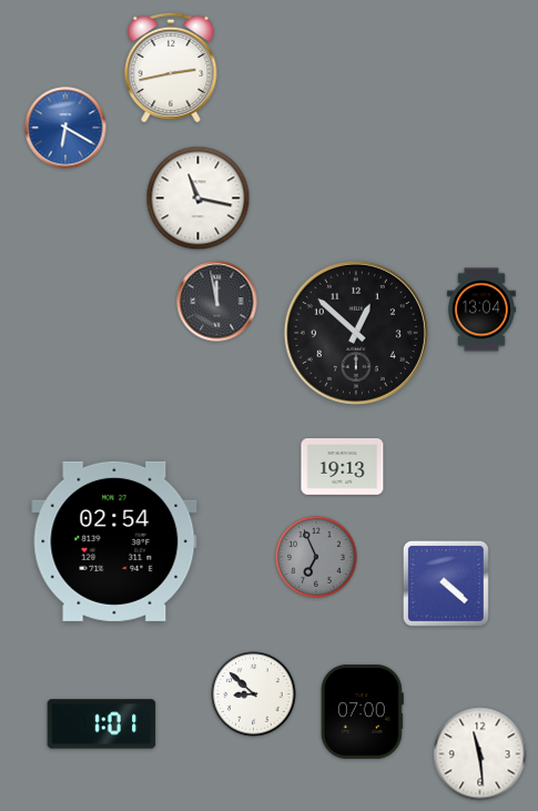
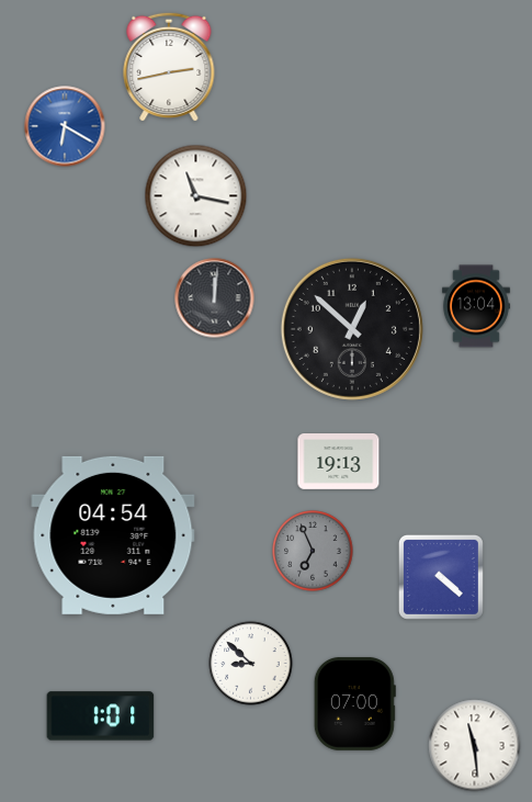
clock at (217, 302): 11:58 -> 12:01
clock at (114, 541): 02:54 -> 04:54
clock at (254, 695) position: (254, 695) -> (251, 664)
clock at (362, 711) position: (362, 711) -> (354, 703)
